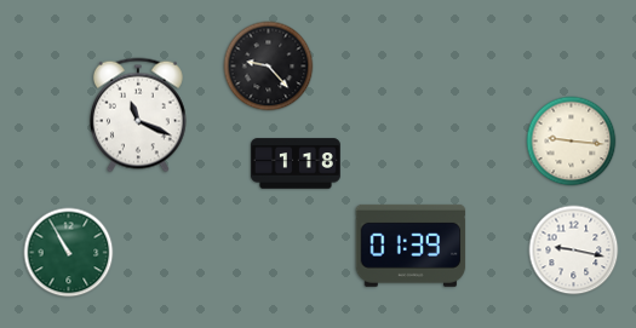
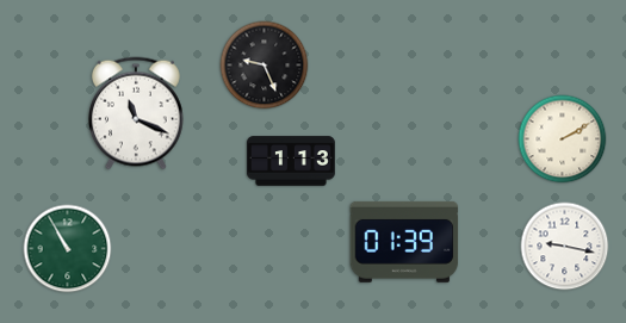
clock at (269, 67): 9:23 -> 9:26
clock at (572, 142): 9:16 -> 2:10
clock at (296, 163): 1:18 -> 1:13
